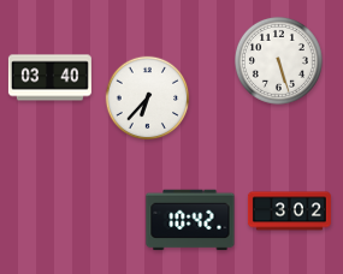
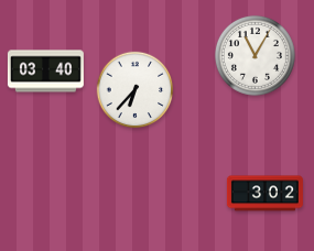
clock at (278, 60): 5:27 -> 11:05
clock at (190, 220): 10:42 -> none
